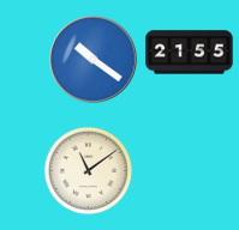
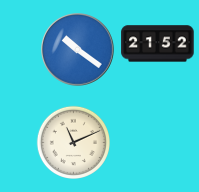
clock at (190, 53): 21:55 -> 21:52
clock at (88, 170): 11:09 -> 11:11
